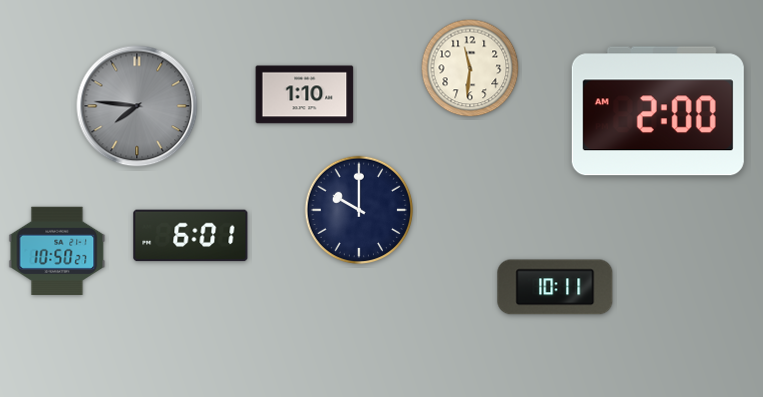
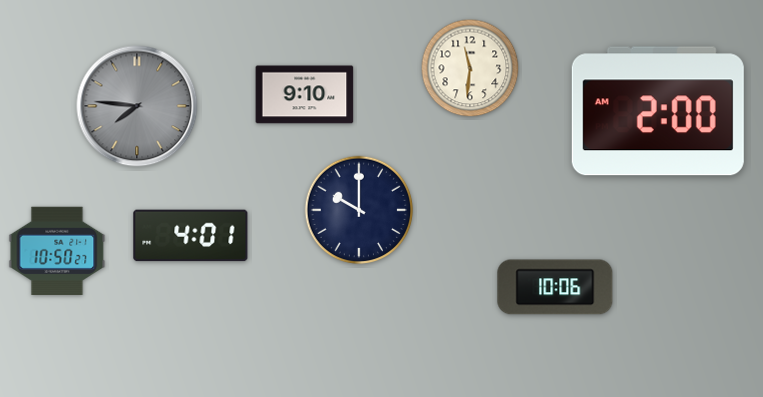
clock at (305, 95): 1:10 -> 9:10
clock at (191, 236): 6:01 -> 4:01
clock at (555, 287): 10:11 -> 10:06
